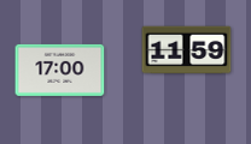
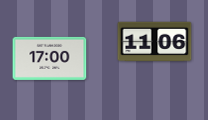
clock at (187, 50): 11:59 -> 11:06
